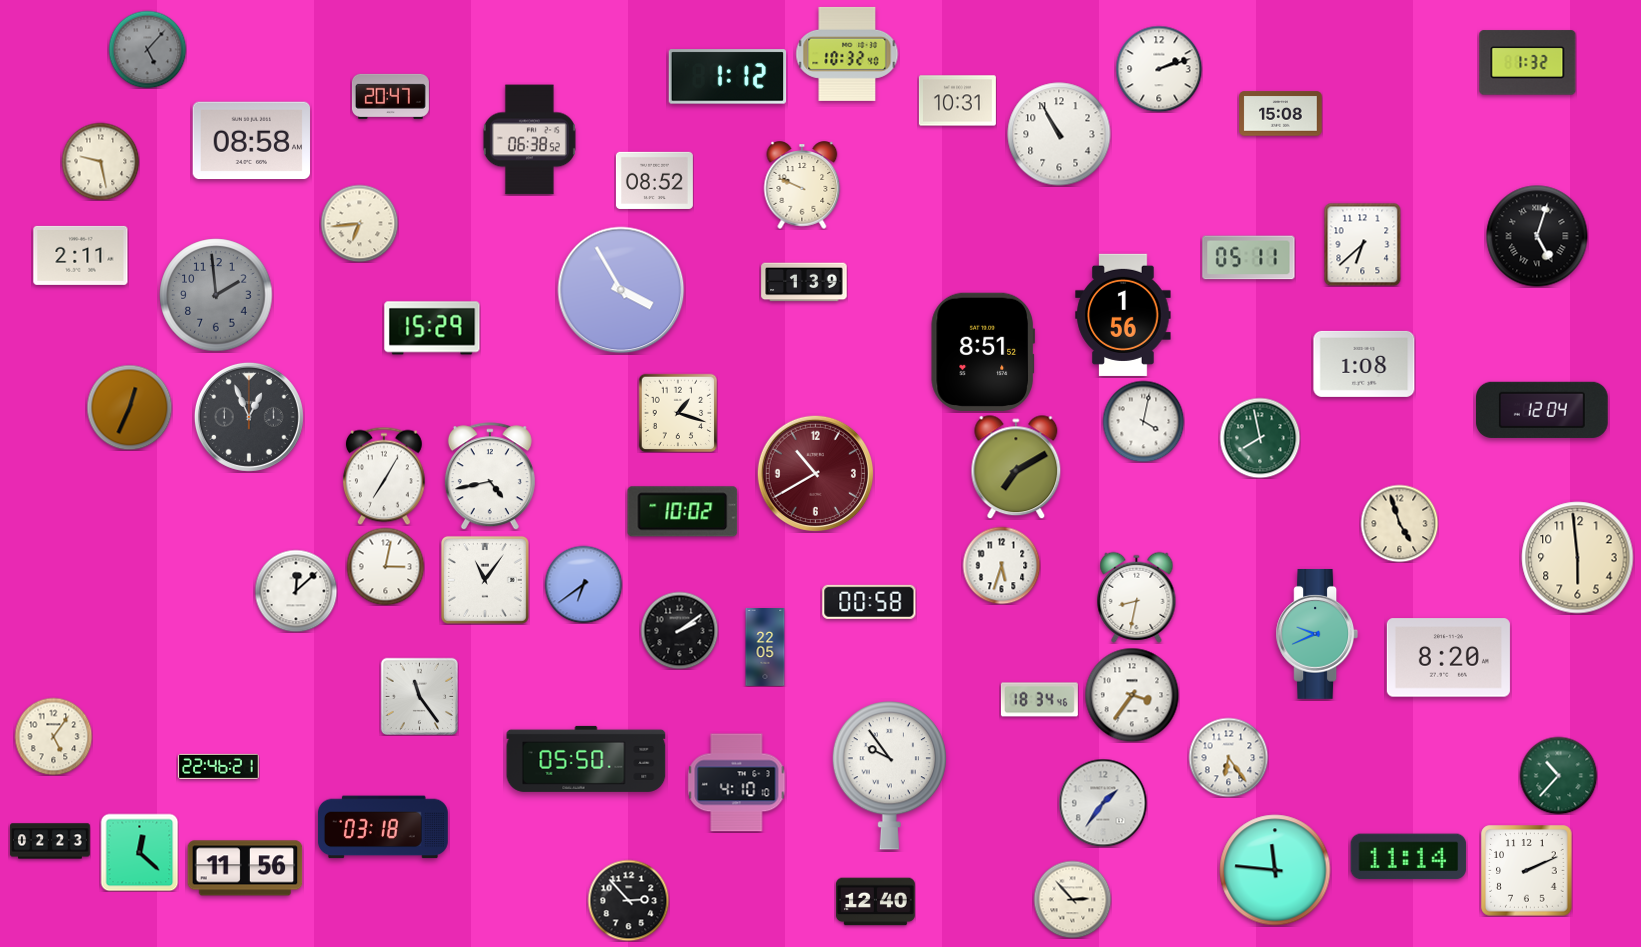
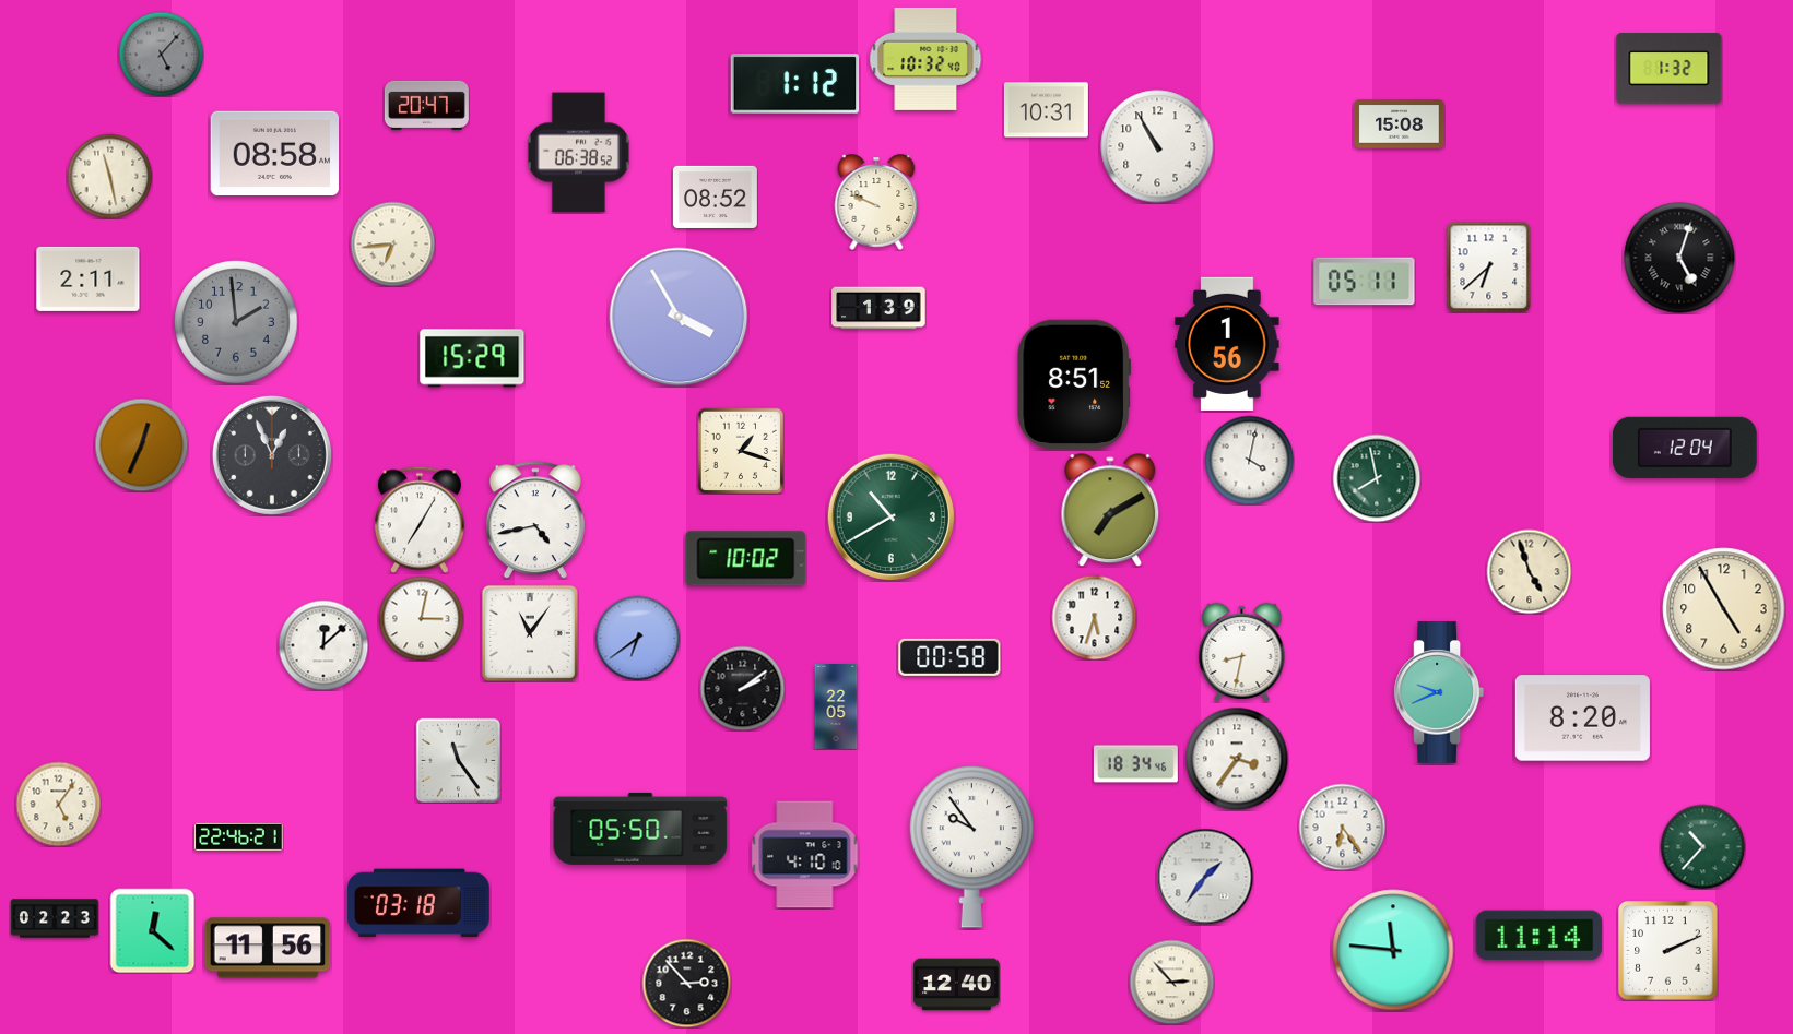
clock at (1159, 69): 2:12 -> none
clock at (100, 161): 9:28 -> 11:28
clock at (1364, 364): 1:08 -> none
clock at (815, 473) dial: burgundy -> green
clock at (1578, 558): 5:59 -> 4:55
